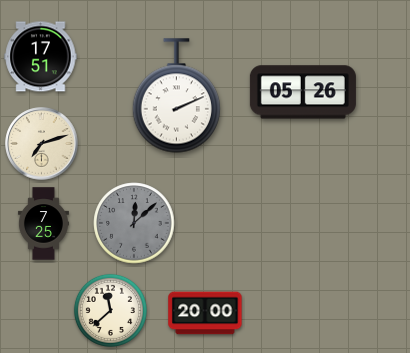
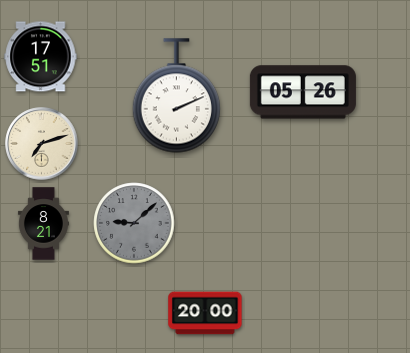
clock at (134, 223): 12:08 -> 9:08
clock at (43, 224): 7:25 -> 8:21
clock at (110, 310): 11:38 -> none
